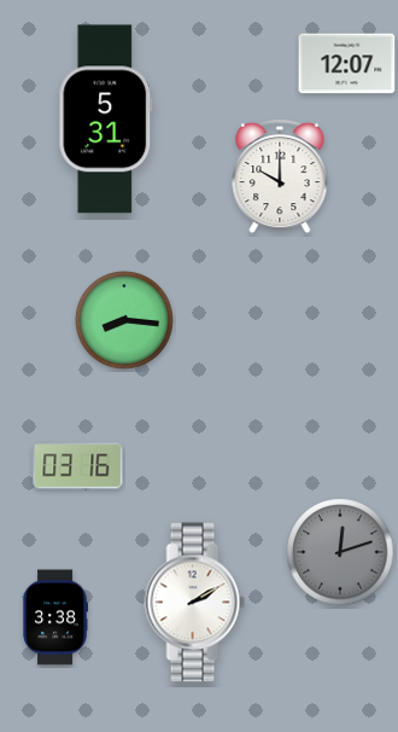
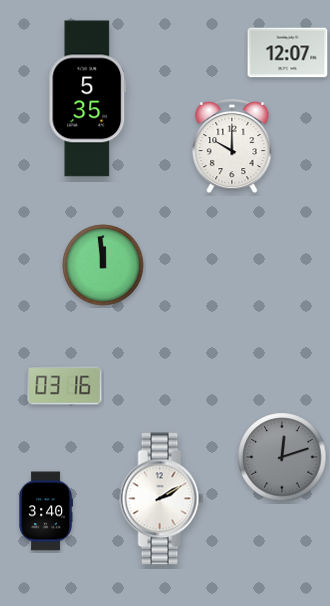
clock at (106, 120): 5:31 -> 5:35
clock at (124, 320): 8:16 -> 11:59
clock at (55, 617): 3:38 -> 3:40
